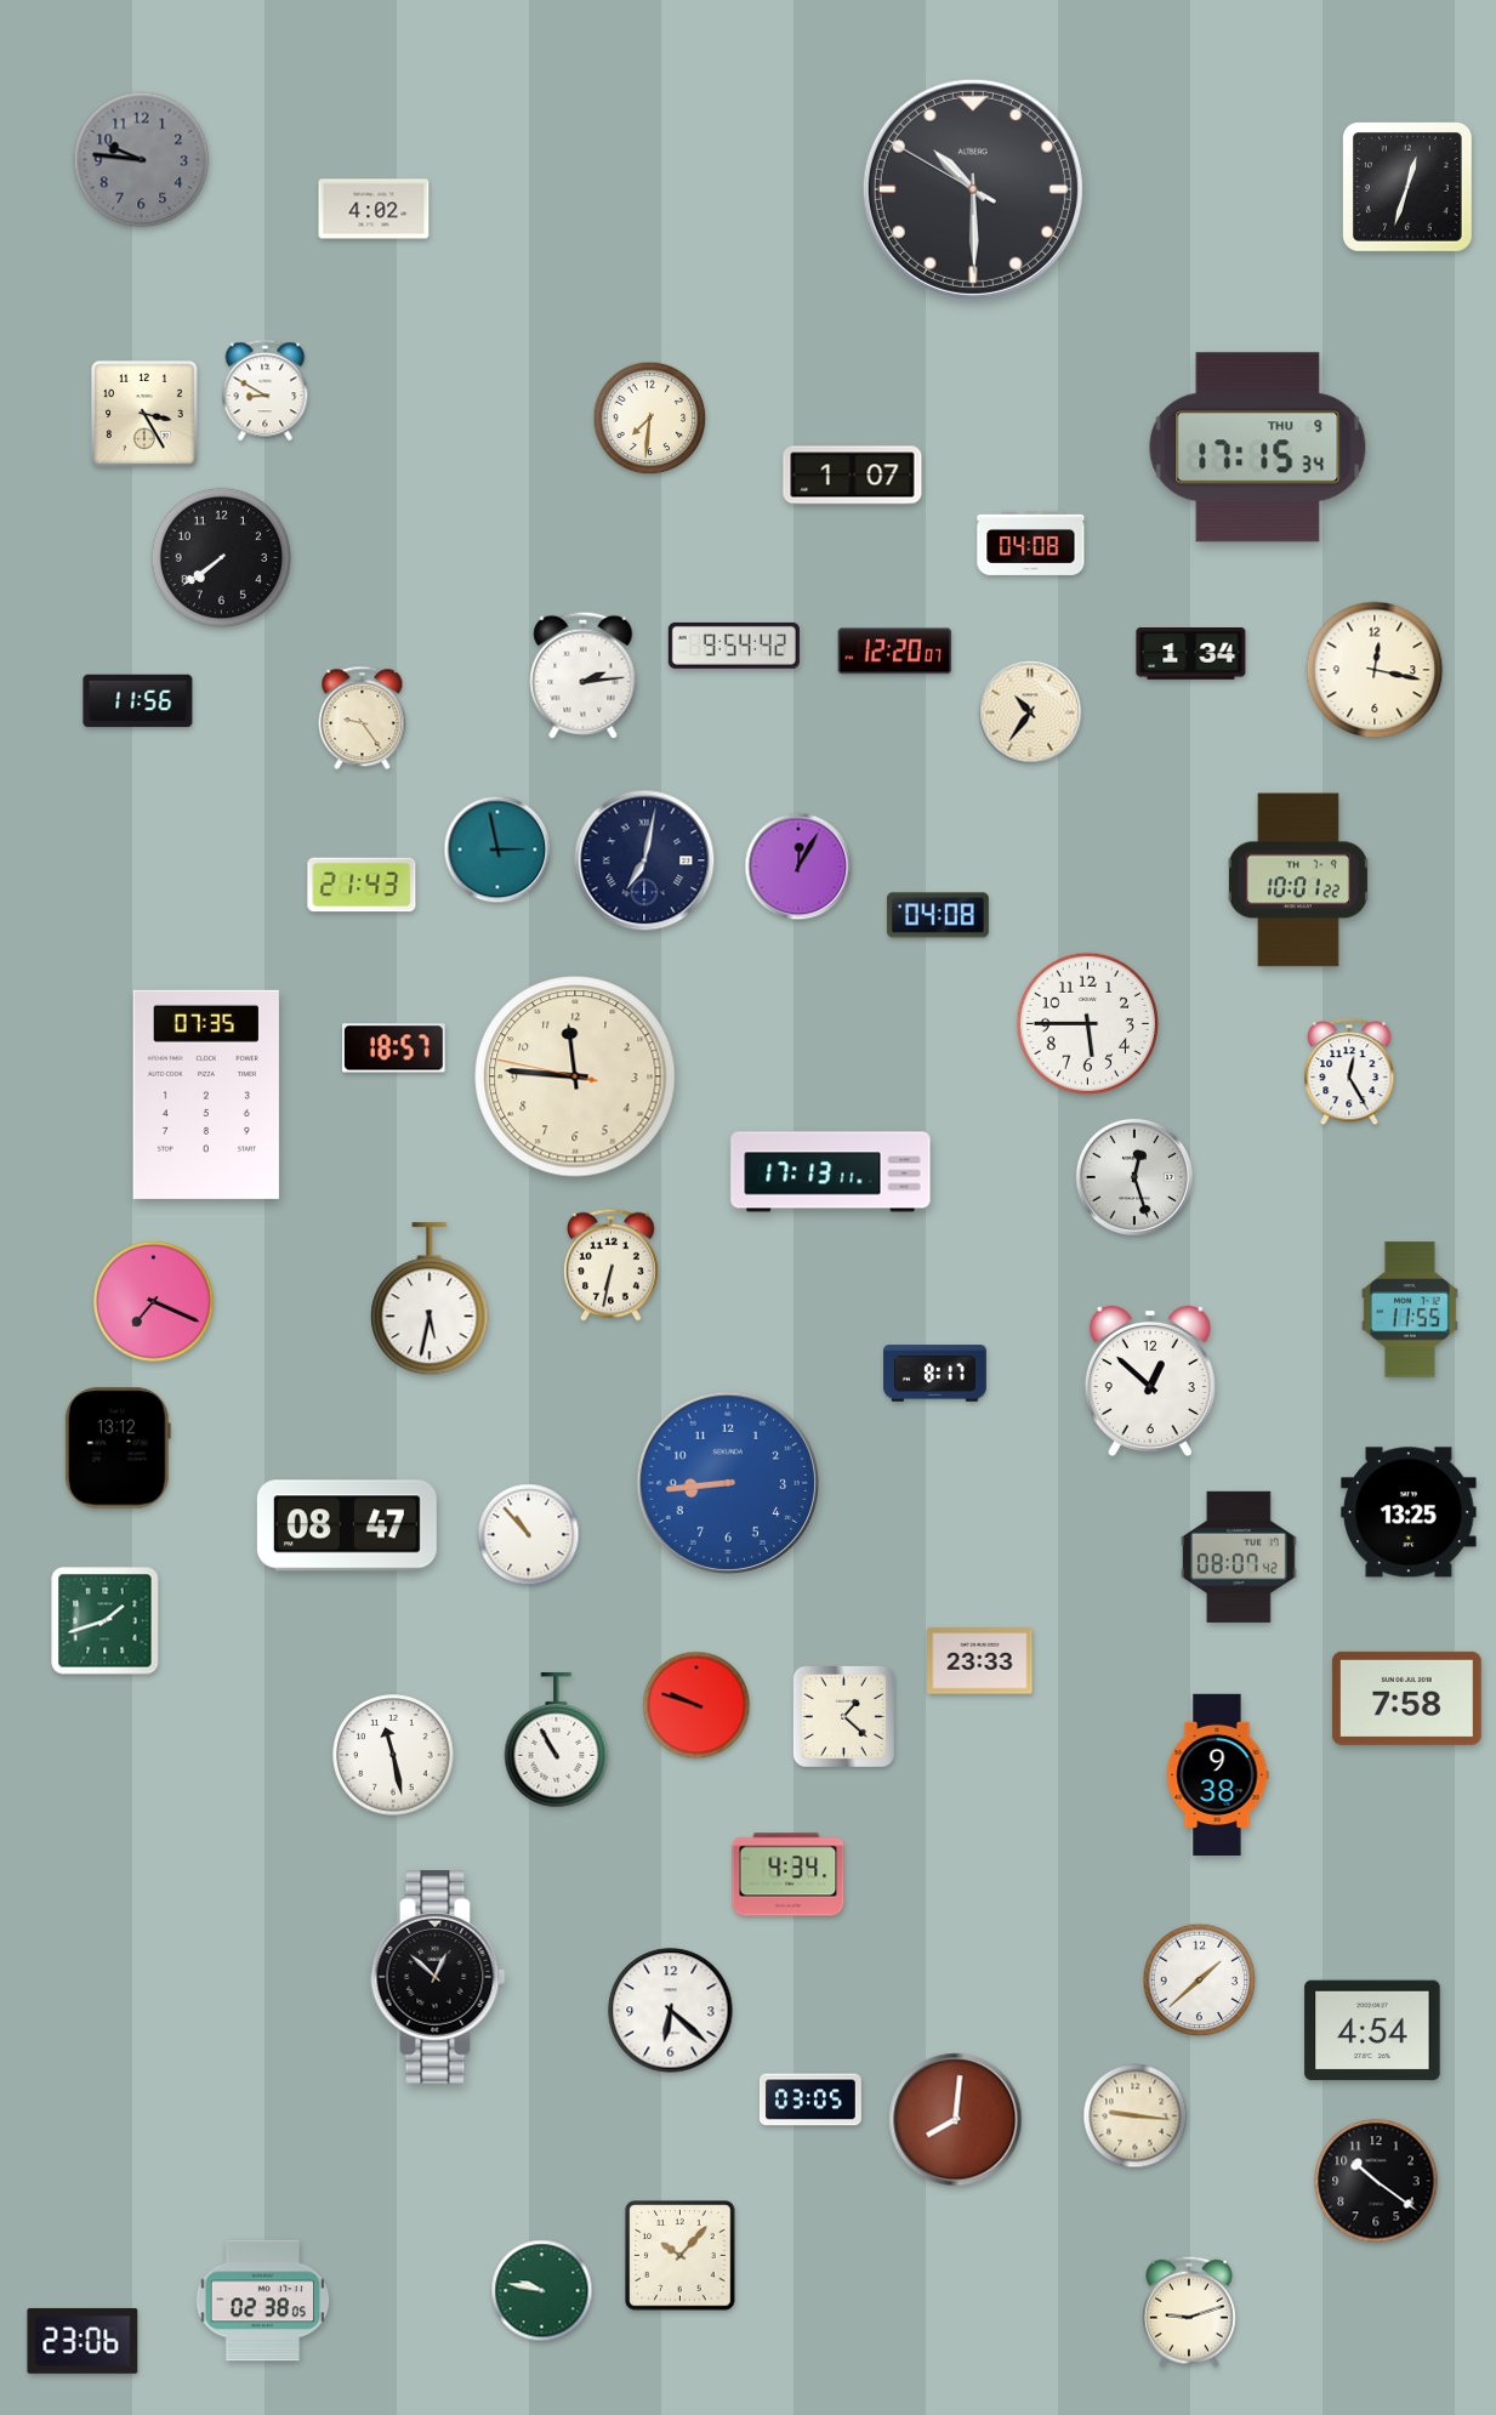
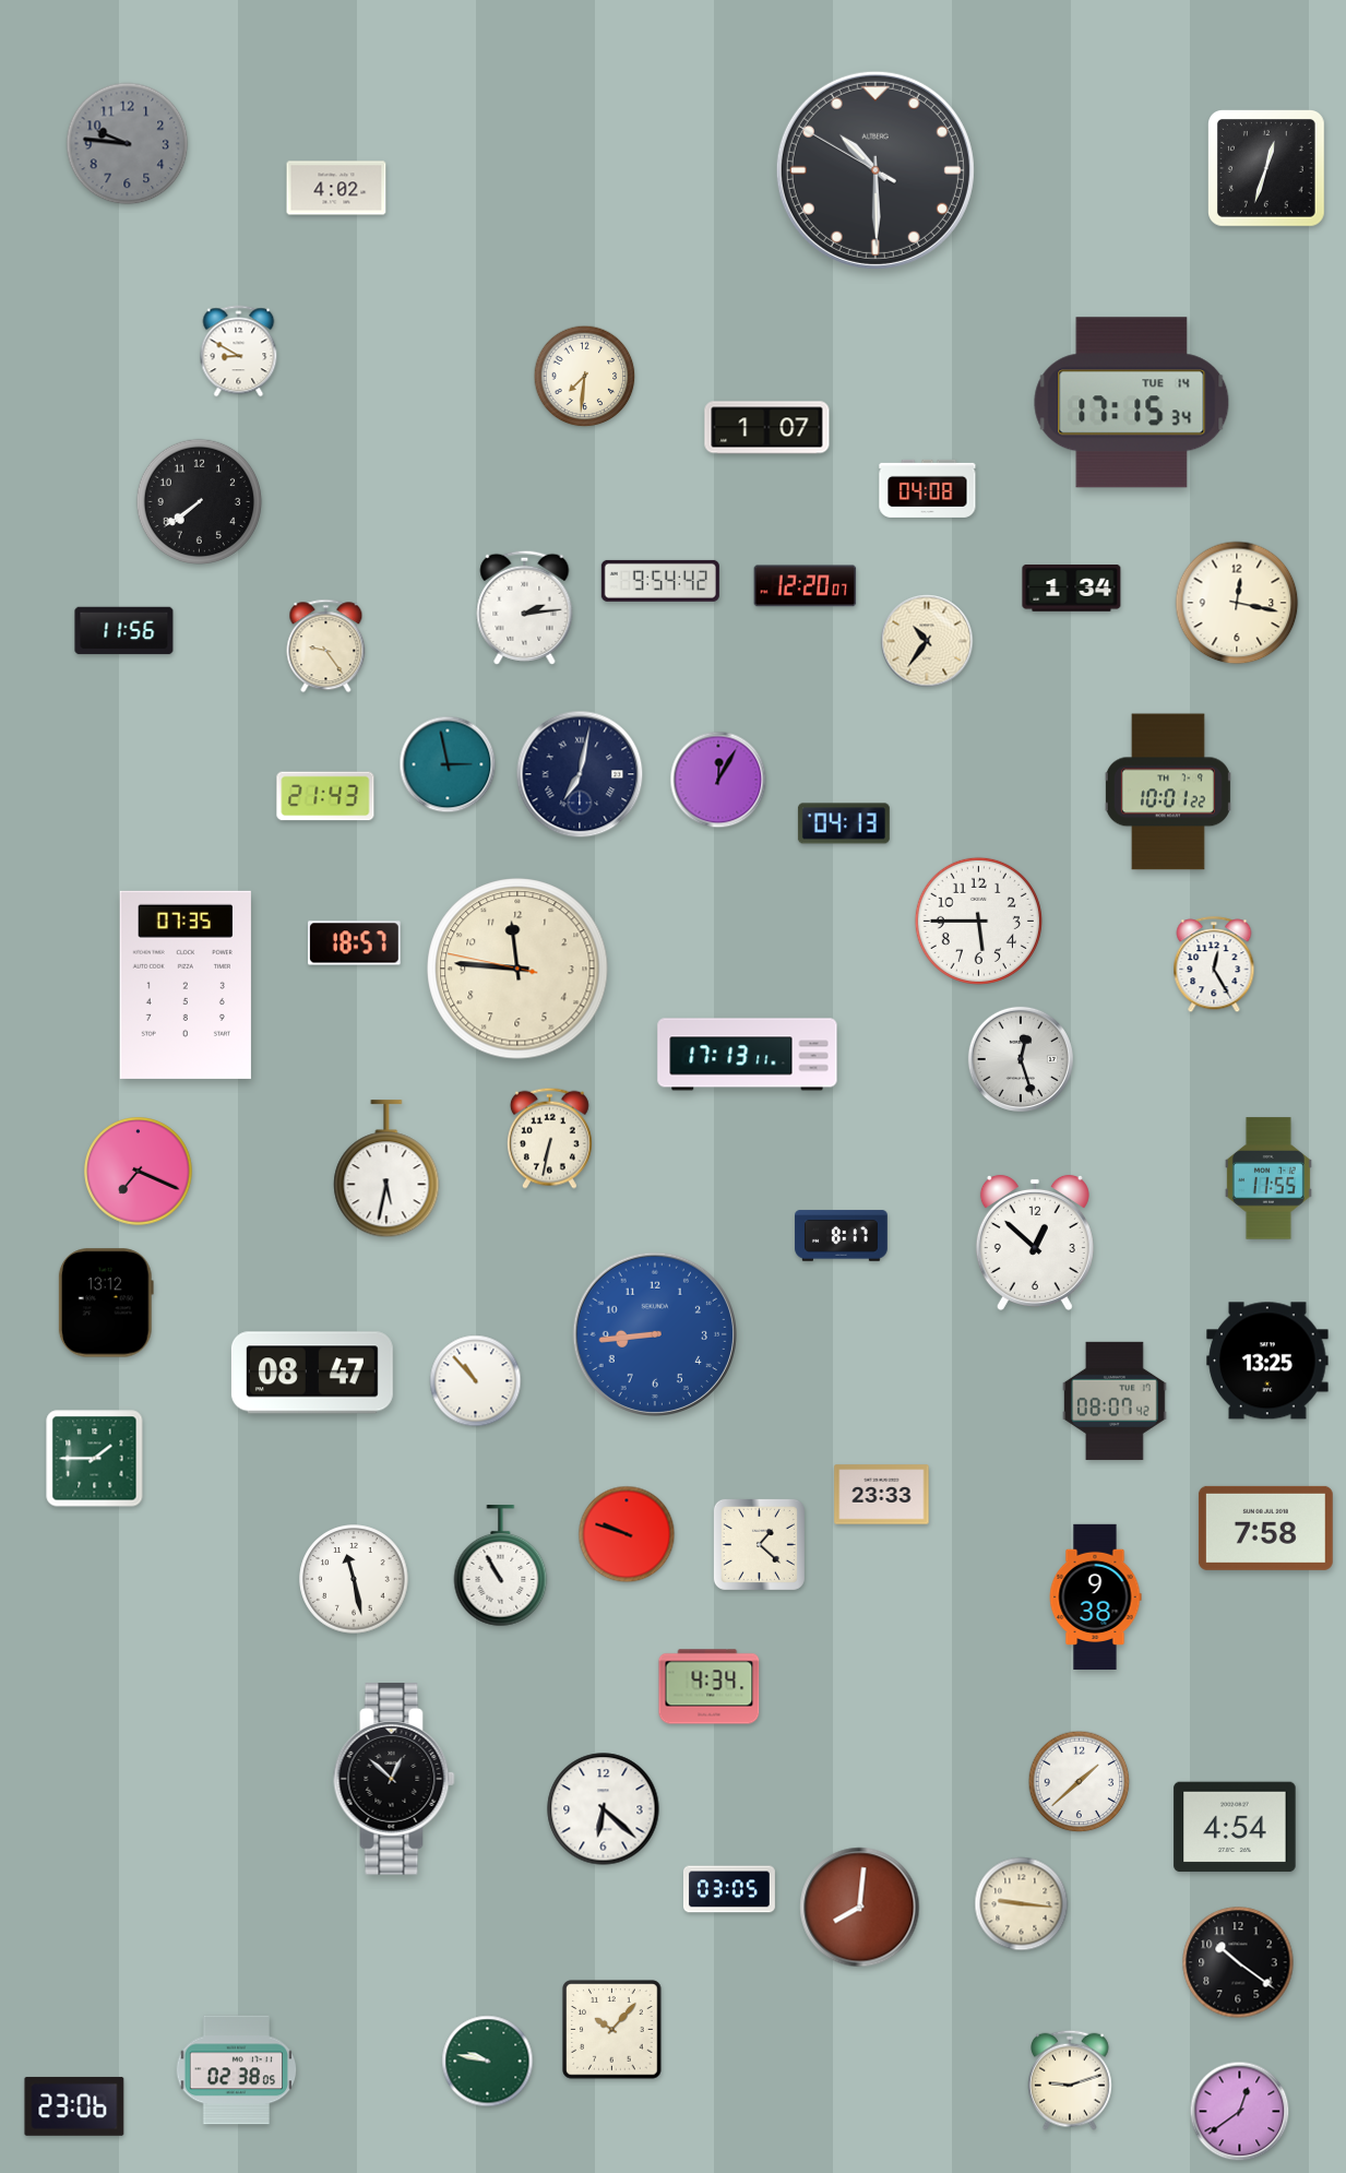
clock at (144, 414): 3:25 -> none
clock at (1258, 448) date: THU 9 -> TUE 14
clock at (938, 915): 04:08 -> 04:13
clock at (106, 1621): 1:42 -> 1:45
clock at (1240, 2112): none -> 12:39
